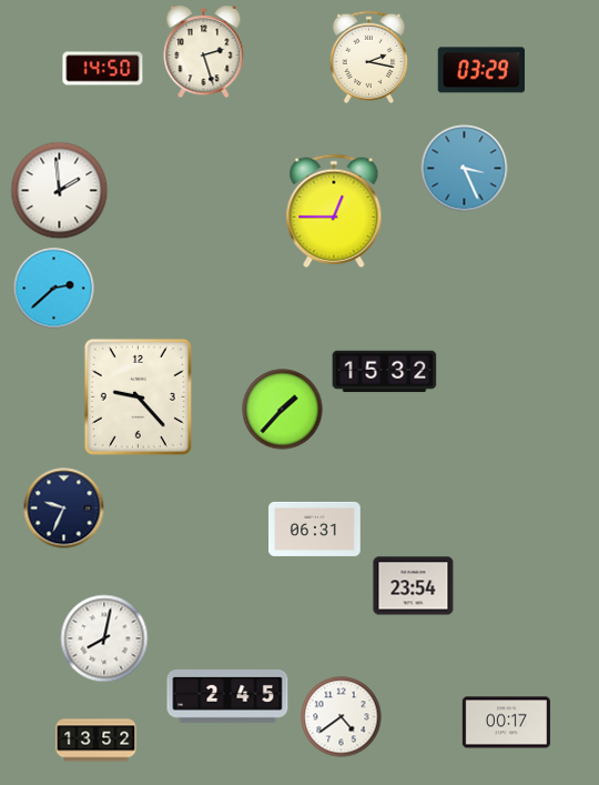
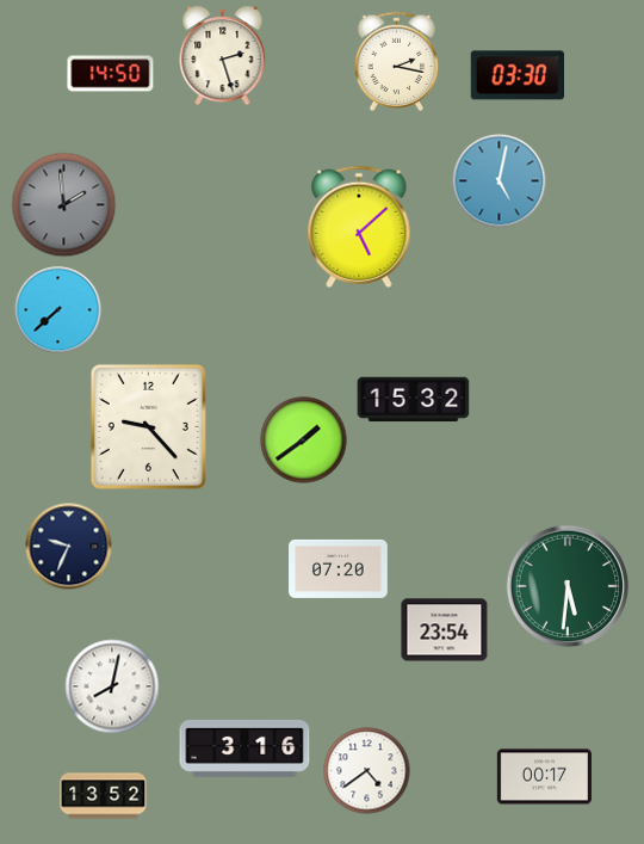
clock at (204, 52) position: (204, 52) -> (223, 56)
clock at (480, 70): 03:29 -> 03:30
clock at (465, 169): 3:26 -> 5:02
clock at (60, 191) dial: white -> grey
clock at (334, 211): 12:45 -> 5:08
clock at (54, 289): 2:38 -> 7:38
clock at (283, 410): 1:37 -> 1:39
clock at (315, 529): 06:31 -> 07:20
clock at (566, 585): none -> 5:31
clock at (227, 696): 2:45 -> 3:16
